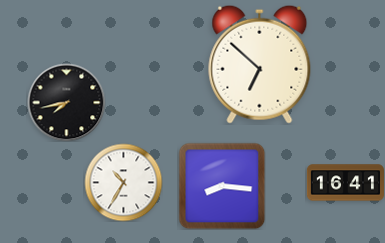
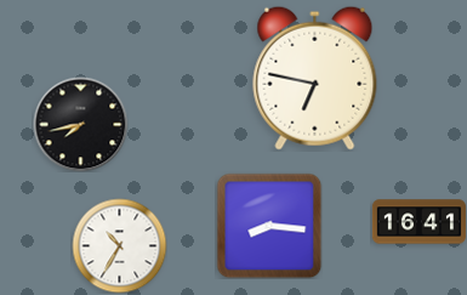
clock at (260, 64): 6:52 -> 6:47
clock at (123, 182) position: (123, 182) -> (119, 245)
